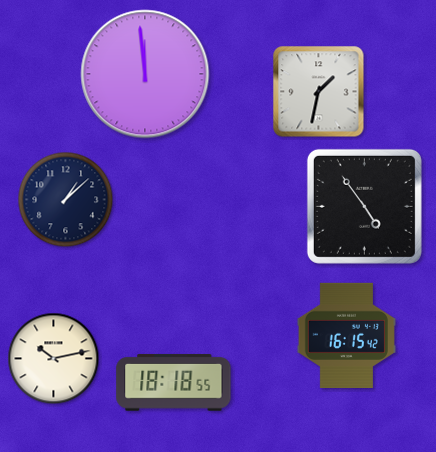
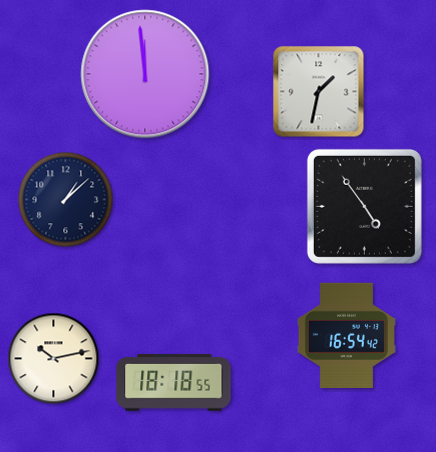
clock at (346, 335): 16:15 -> 16:54
